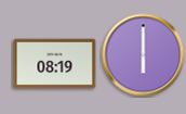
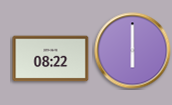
clock at (55, 64): 08:19 -> 08:22
